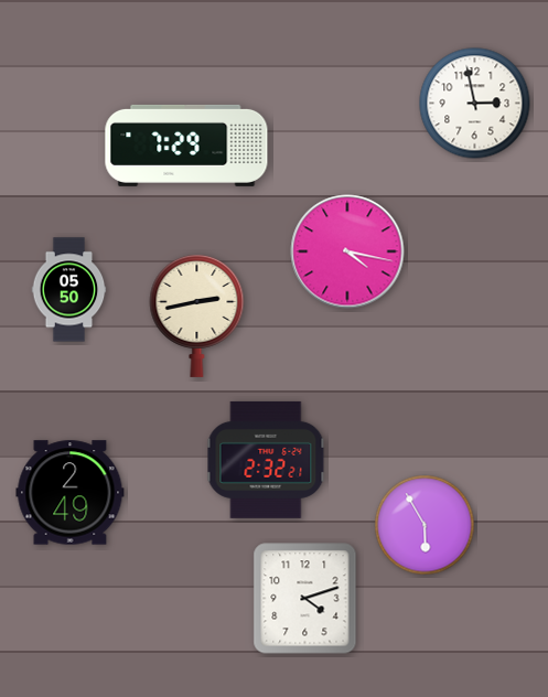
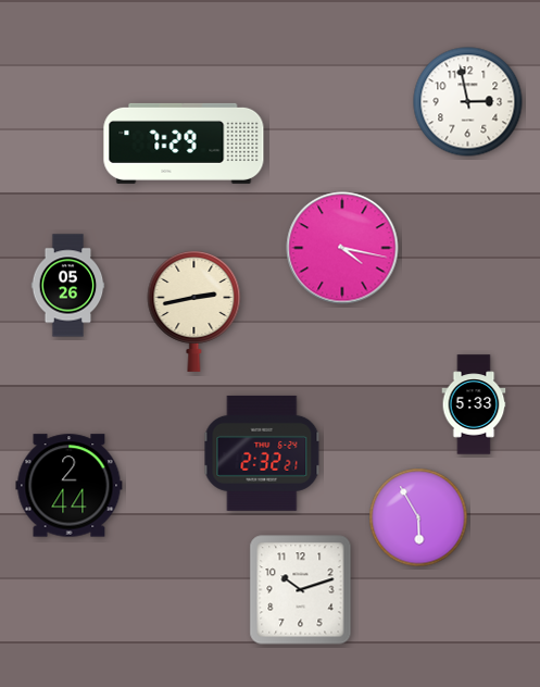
clock at (69, 290): 05:50 -> 05:26
clock at (474, 404): none -> 5:33
clock at (71, 493): 2:49 -> 2:44
clock at (305, 599): 4:12 -> 10:12
